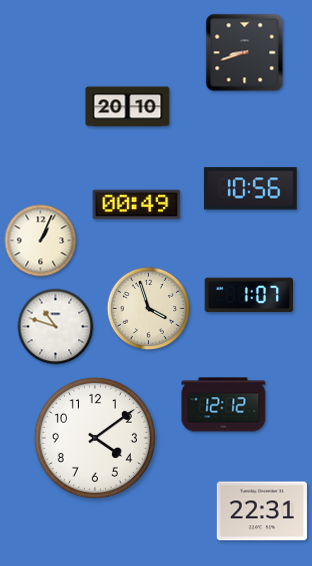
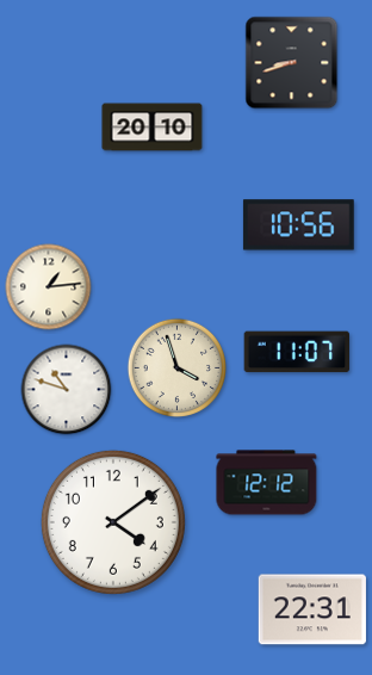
clock at (137, 205): 00:49 -> none
clock at (41, 241): 1:04 -> 1:14
clock at (249, 295): 1:07 -> 11:07
